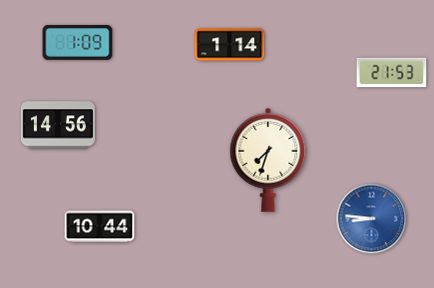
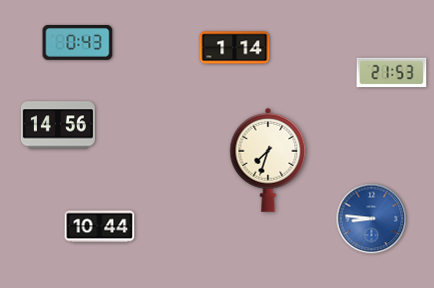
clock at (78, 42): 1:09 -> 0:43
clock at (230, 45) position: (230, 45) -> (235, 48)
